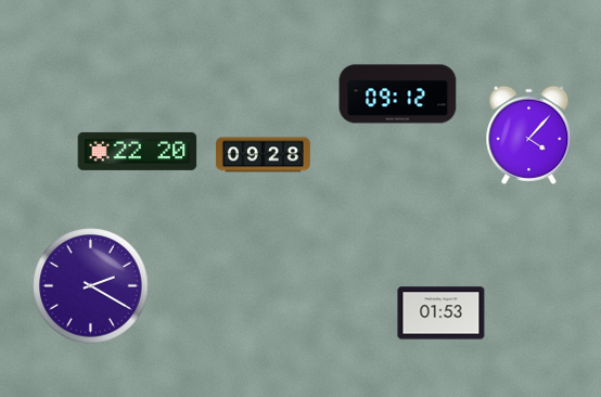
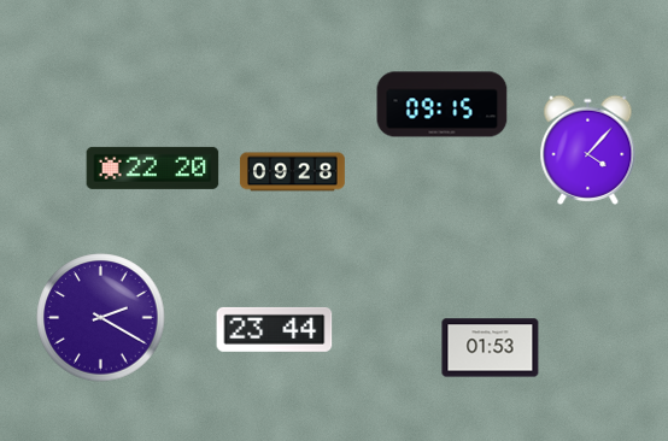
clock at (398, 94): 09:12 -> 09:15
clock at (275, 329): none -> 23:44
